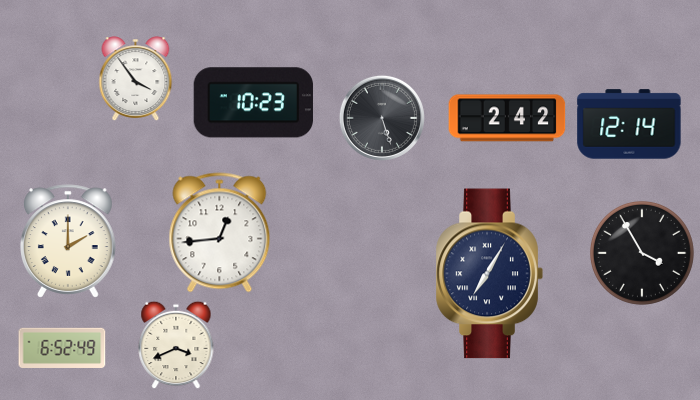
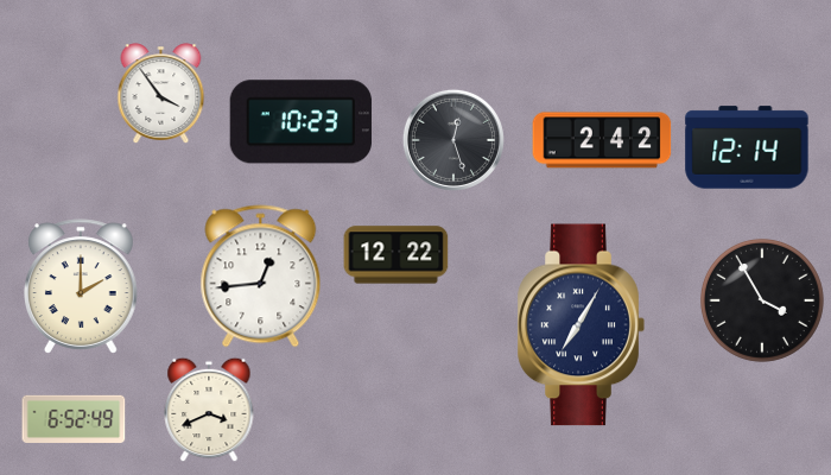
clock at (382, 118): 5:27 -> 12:27
clock at (397, 255): none -> 12:22
clock at (62, 348) position: (62, 348) -> (74, 419)
